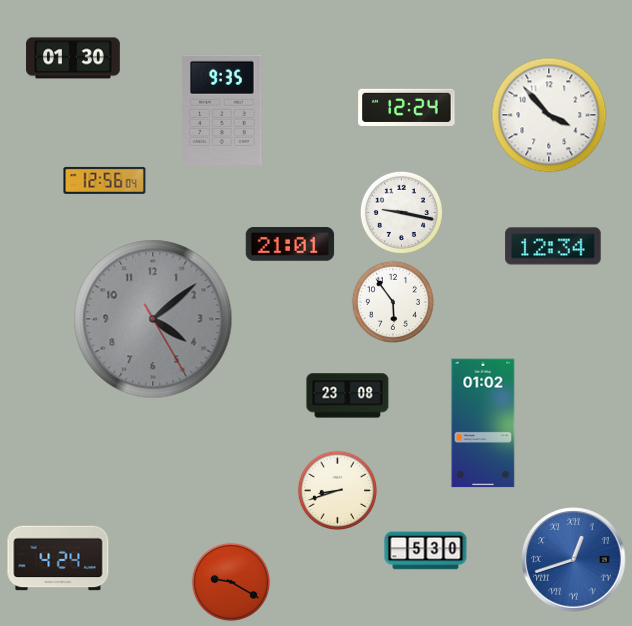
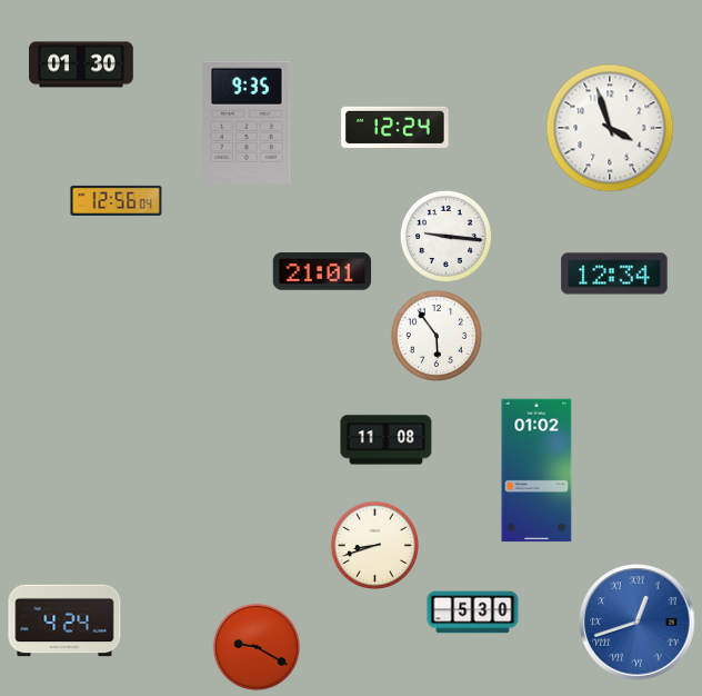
clock at (407, 107) position: (407, 107) -> (395, 127)
clock at (549, 115): 3:53 -> 3:57
clock at (401, 212): 9:17 -> 9:16
clock at (153, 319): 4:08 -> none
clock at (348, 396): 23:08 -> 11:08
